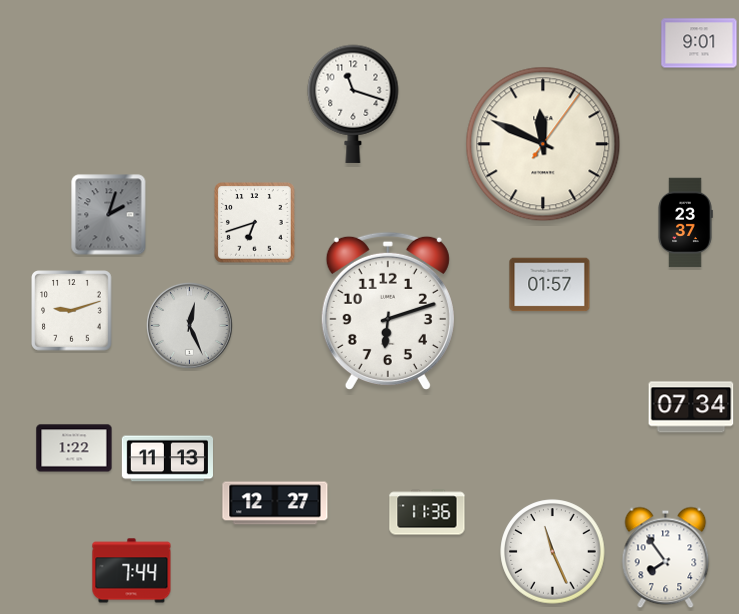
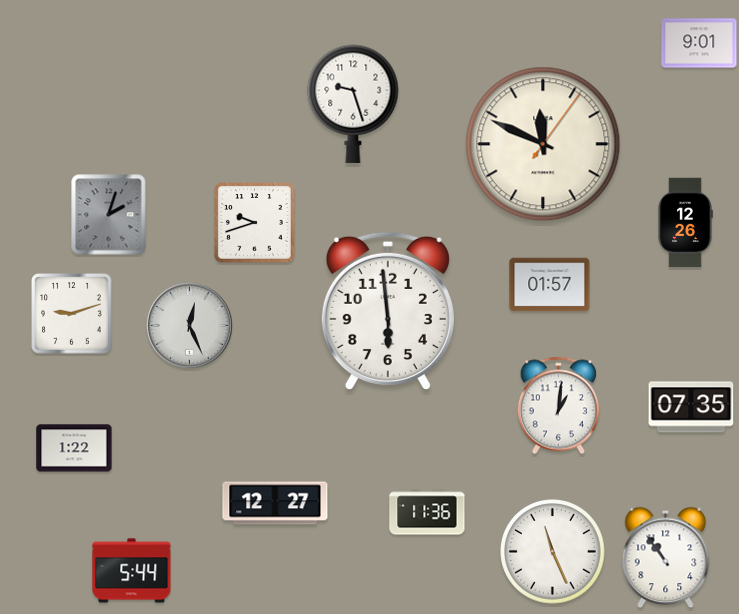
clock at (353, 104): 11:18 -> 9:27
clock at (255, 223): 6:42 -> 9:42
clock at (685, 223): 23:37 -> 12:26
clock at (72, 311) position: (72, 311) -> (72, 314)
clock at (388, 311): 6:12 -> 5:59
clock at (558, 406): none -> 1:01
clock at (691, 407): 07:34 -> 07:35
clock at (167, 459): 11:13 -> none
clock at (666, 558): 7:54 -> 10:54
clock at (132, 571): 7:44 -> 5:44
